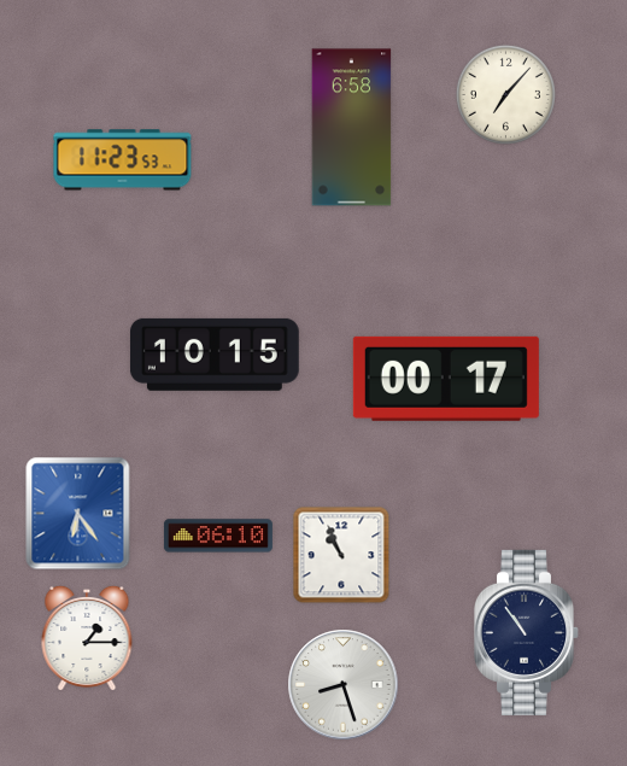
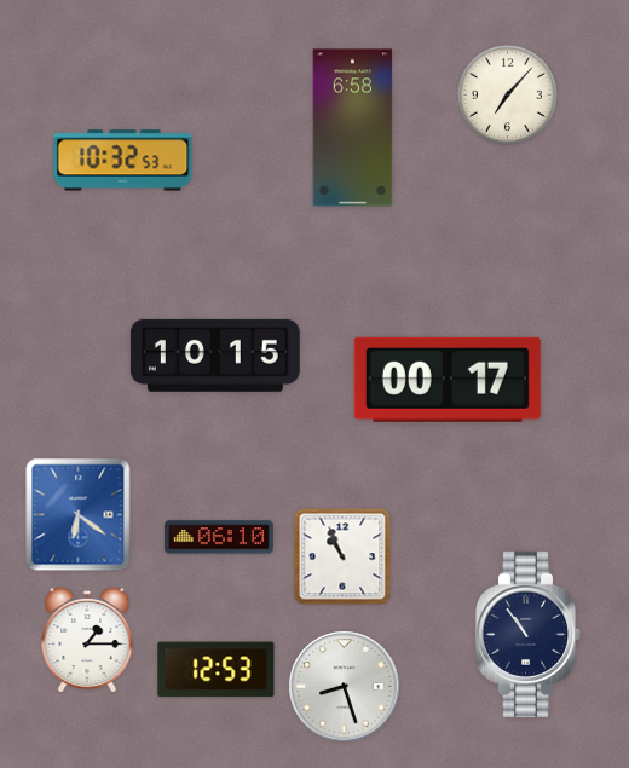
clock at (123, 160): 11:23 -> 10:32
clock at (78, 514): 6:24 -> 6:21
clock at (217, 670): none -> 12:53
